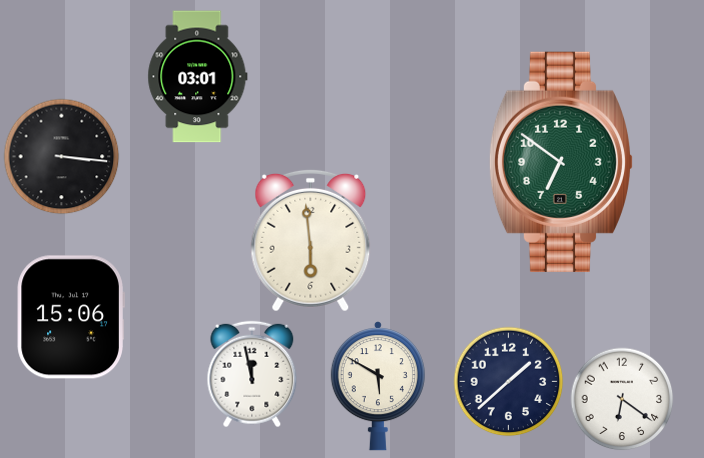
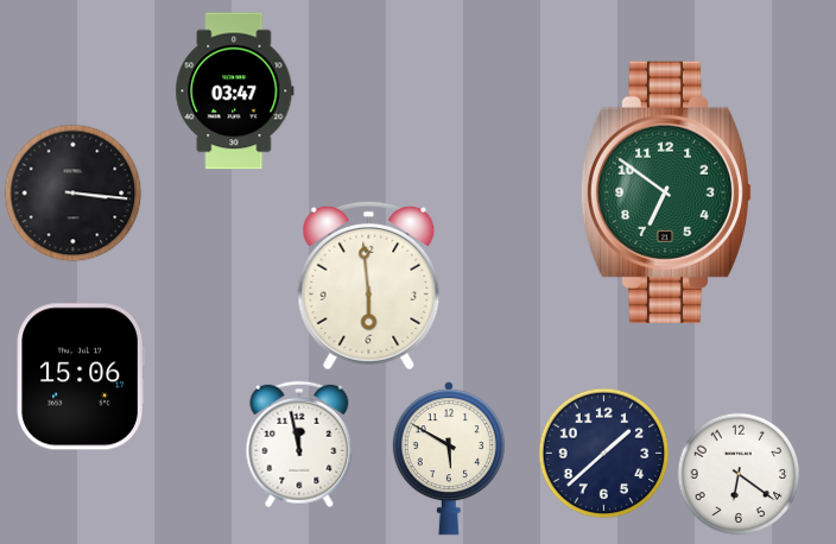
clock at (198, 77): 03:01 -> 03:47
clock at (62, 157) position: (62, 157) -> (74, 194)
clock at (71, 317) position: (71, 317) -> (81, 377)
